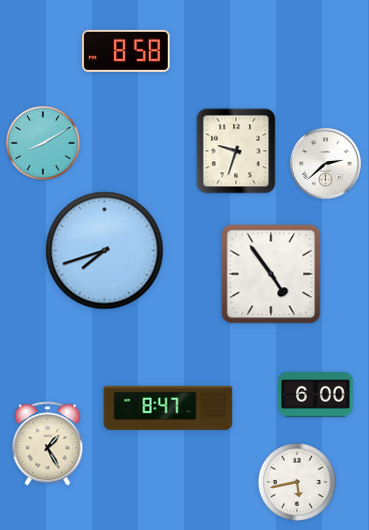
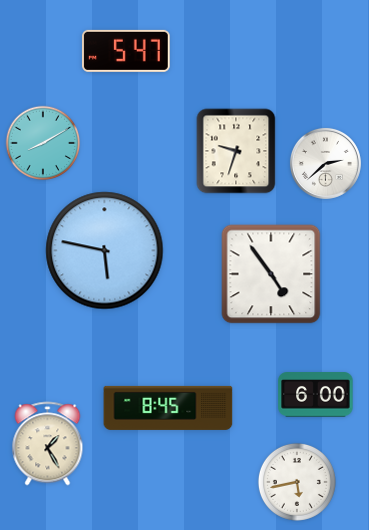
clock at (126, 51): 8:58 -> 5:47
clock at (105, 251): 7:42 -> 5:47
clock at (168, 408): 8:47 -> 8:45
